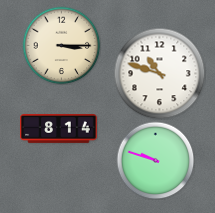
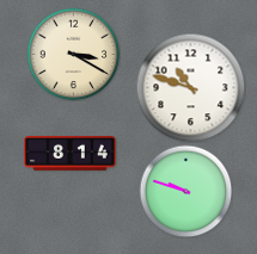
clock at (61, 45): 3:15 -> 3:20
